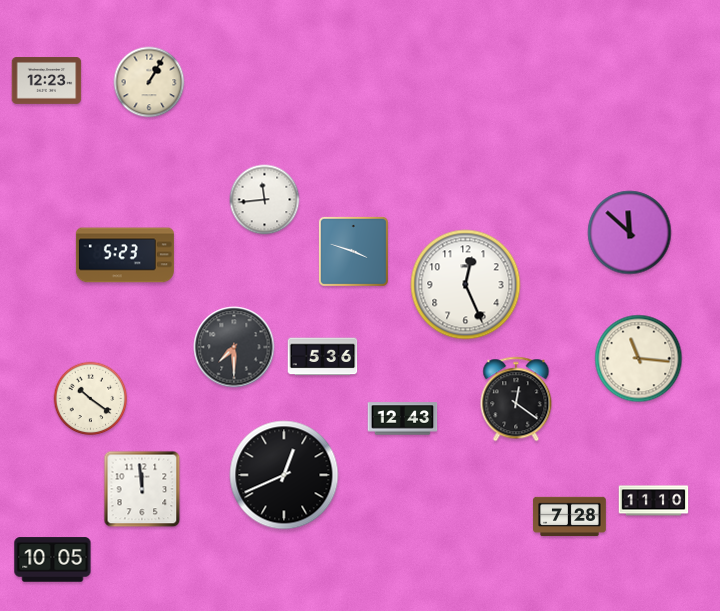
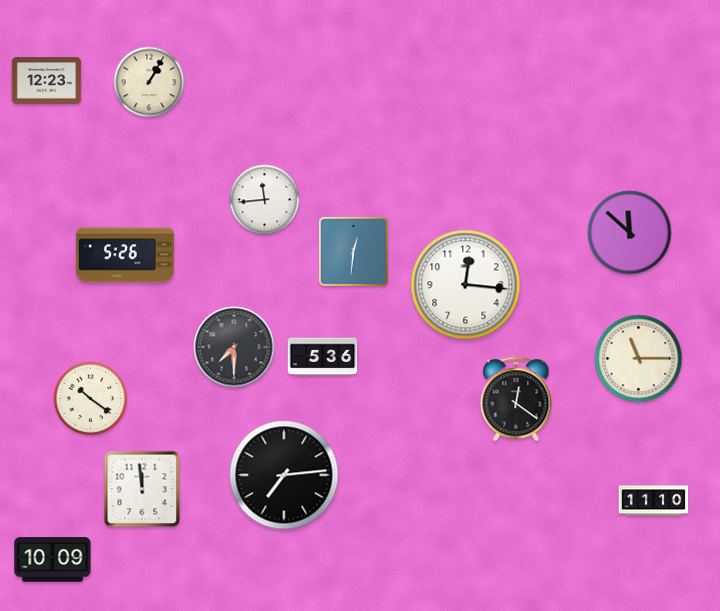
clock at (353, 251): 3:48 -> 12:31
clock at (125, 255): 5:23 -> 5:26
clock at (466, 285): 12:26 -> 12:16
clock at (639, 359): 11:16 -> 11:15
clock at (403, 419): 12:43 -> none
clock at (284, 475): 12:41 -> 7:14
clock at (570, 517): 7:28 -> none
clock at (53, 560): 10:05 -> 10:09
